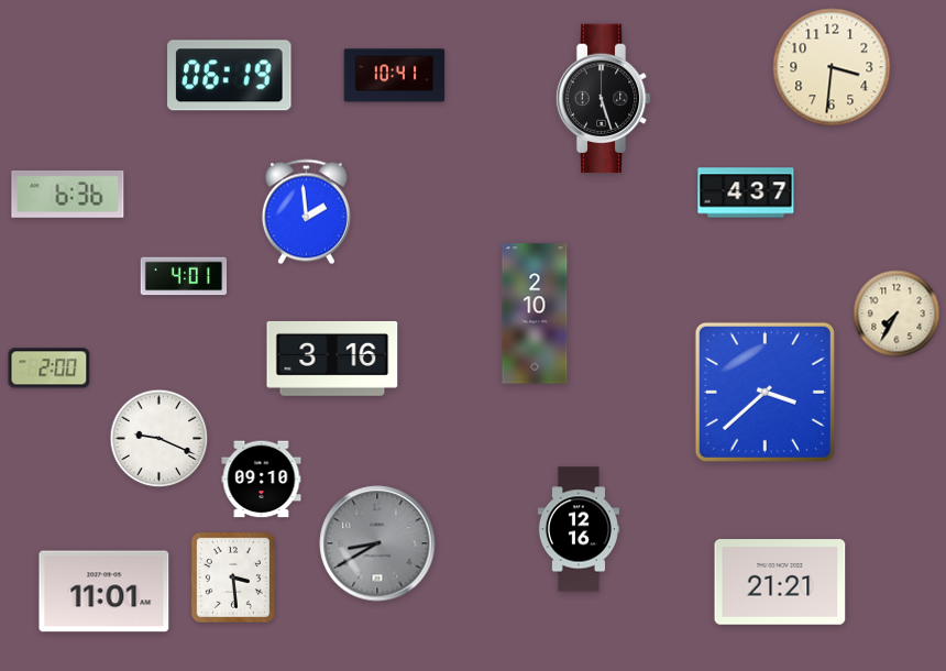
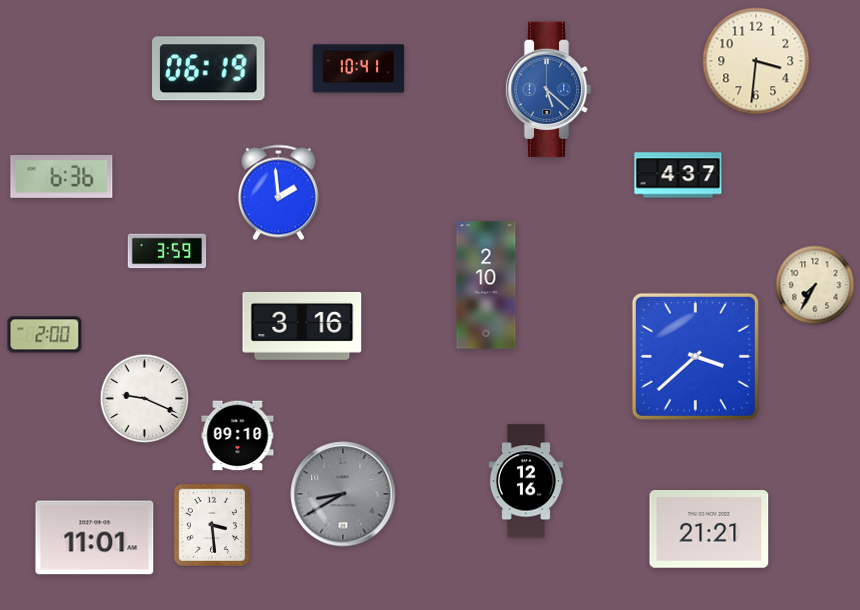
clock at (603, 99): 5:27 -> 5:22
clock at (603, 99) dial: black -> blue
clock at (184, 276): 4:01 -> 3:59
